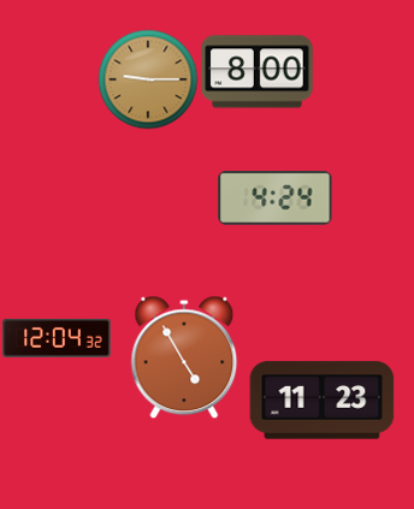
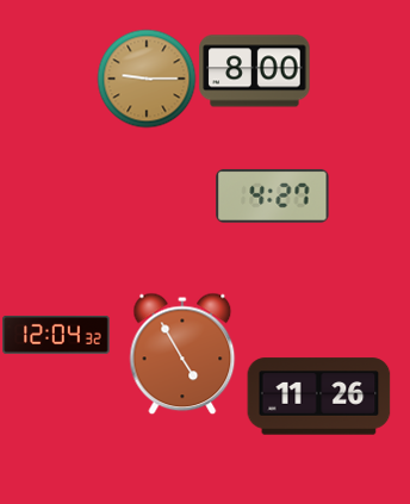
clock at (276, 199): 4:24 -> 4:27
clock at (323, 401): 11:23 -> 11:26
